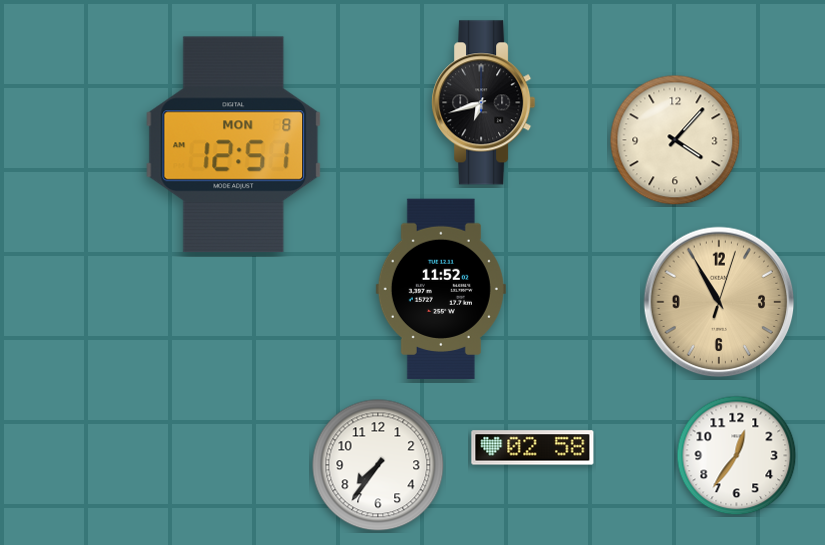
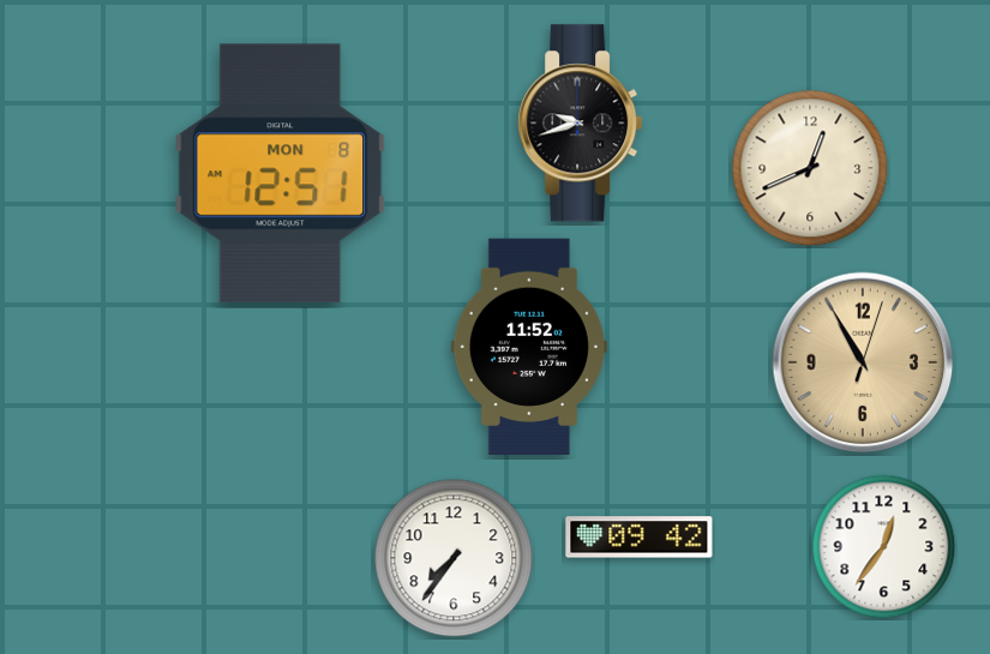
clock at (484, 103): 6:42 -> 9:42
clock at (675, 140): 4:07 -> 12:41
clock at (533, 448): 02:58 -> 09:42
